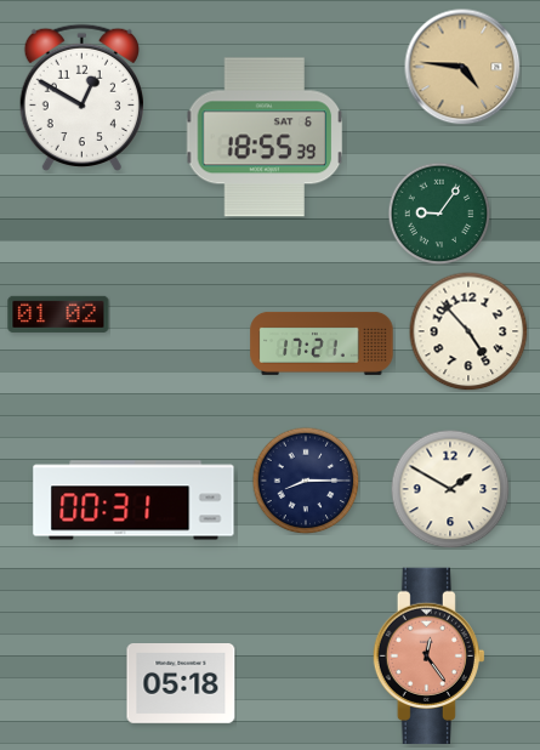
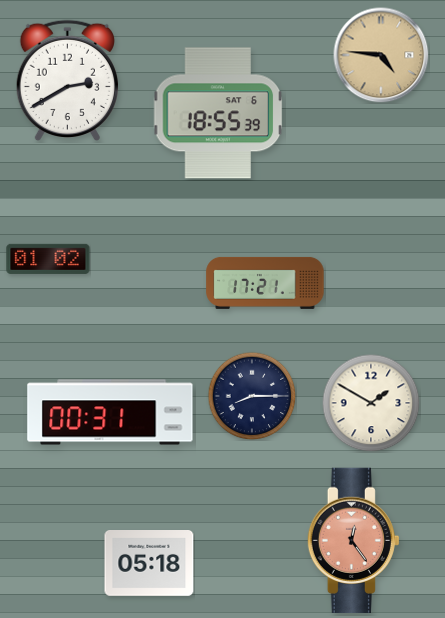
clock at (81, 97): 12:50 -> 2:40
clock at (439, 214): 9:06 -> none
clock at (468, 331): 4:53 -> none
